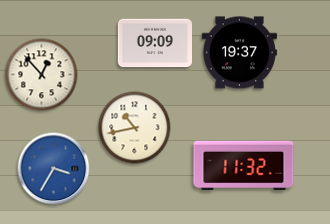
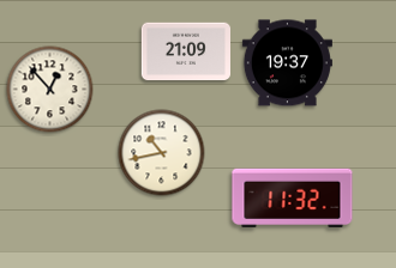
clock at (154, 43): 09:09 -> 21:09
clock at (54, 169): 3:35 -> none
